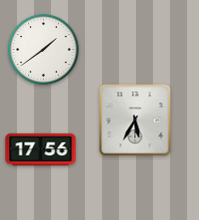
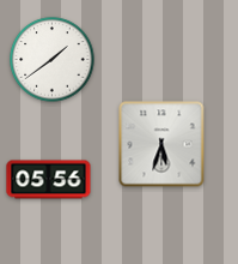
clock at (135, 120): 5:35 -> 5:33
clock at (41, 150): 17:56 -> 05:56
